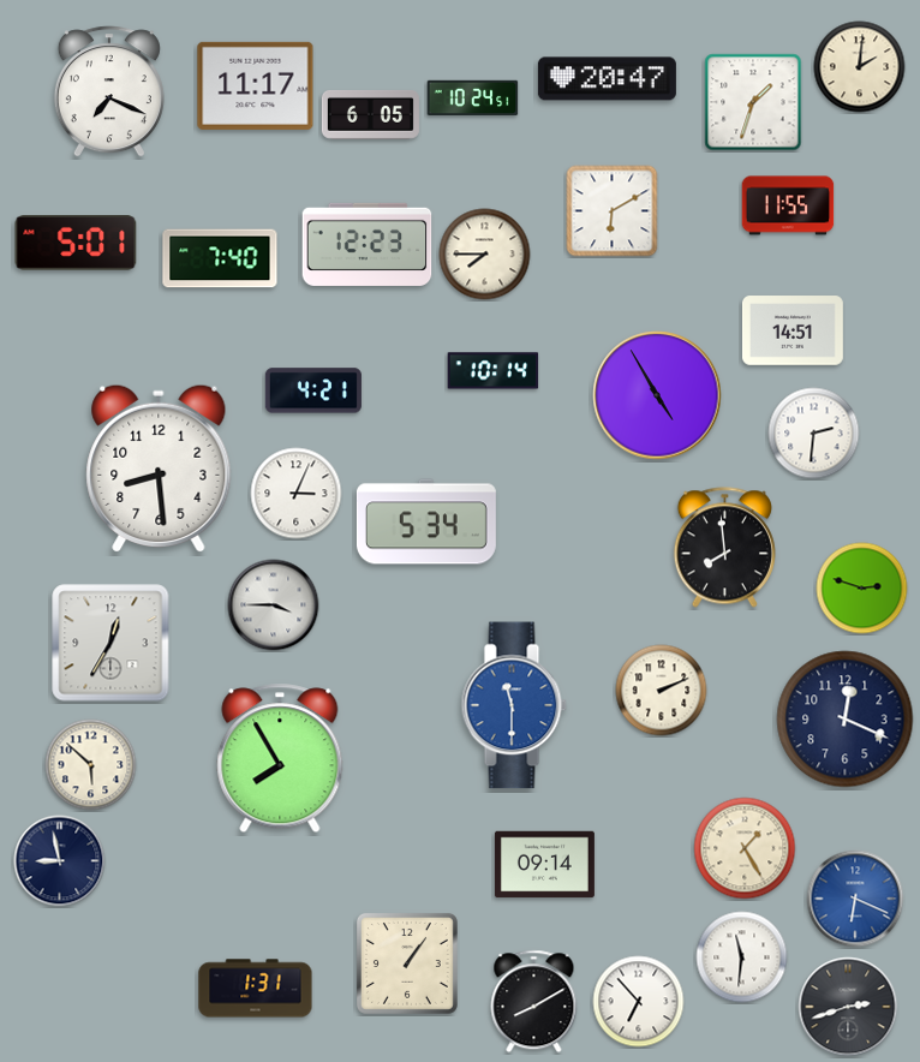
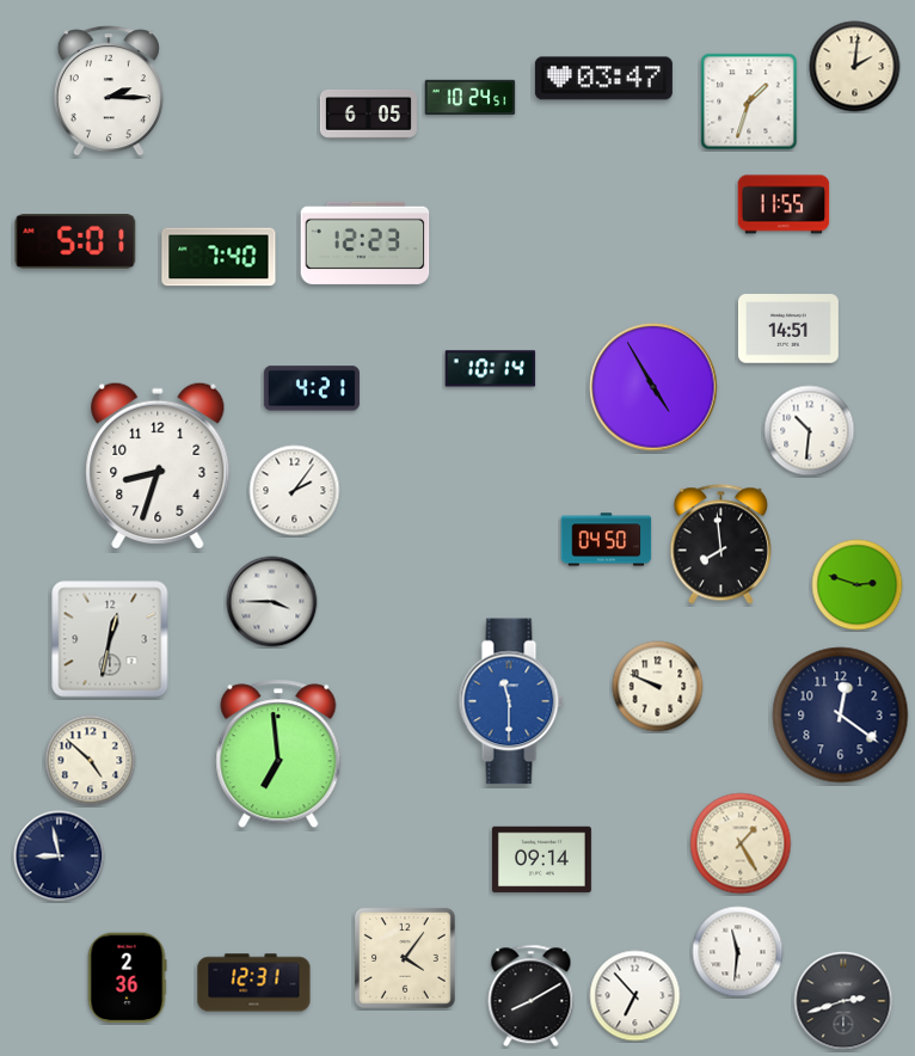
clock at (607, 79): 20:47 -> 03:47
clock at (256, 85): 11:17 -> none
clock at (109, 91): 7:19 -> 2:15
clock at (613, 211): 6:10 -> none
clock at (485, 255): 7:45 -> none
clock at (657, 395) position: (657, 395) -> (653, 387)
clock at (814, 434): 2:31 -> 10:31
clock at (159, 467): 8:29 -> 8:33
clock at (297, 494): 3:04 -> 2:06
clock at (426, 521): 5:34 -> none
clock at (607, 540): none -> 04:50
clock at (110, 643): 12:35 -> 12:32
clock at (662, 691): 2:11 -> 9:49
clock at (846, 720): 12:19 -> 12:21
clock at (280, 758): 7:55 -> 6:59
clock at (91, 765): 5:52 -> 4:52
clock at (855, 899): 6:19 -> none
clock at (407, 963): 1:06 -> 4:06
clock at (127, 978): none -> 2:36
clock at (256, 989): 1:31 -> 12:31
